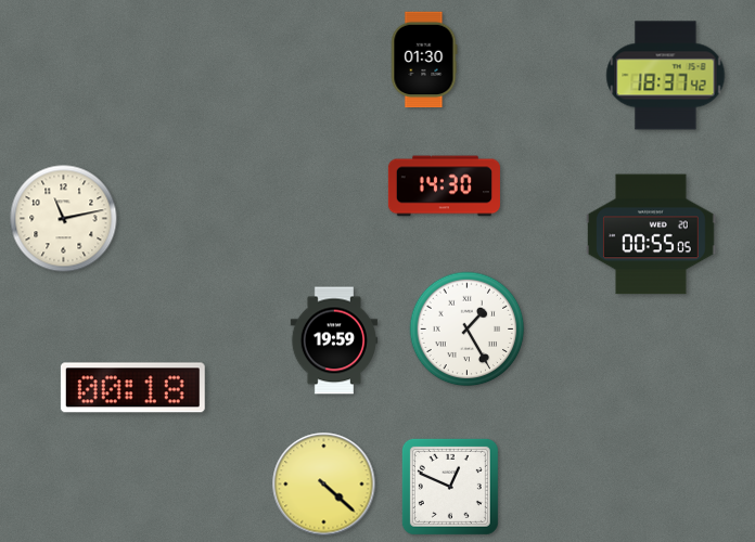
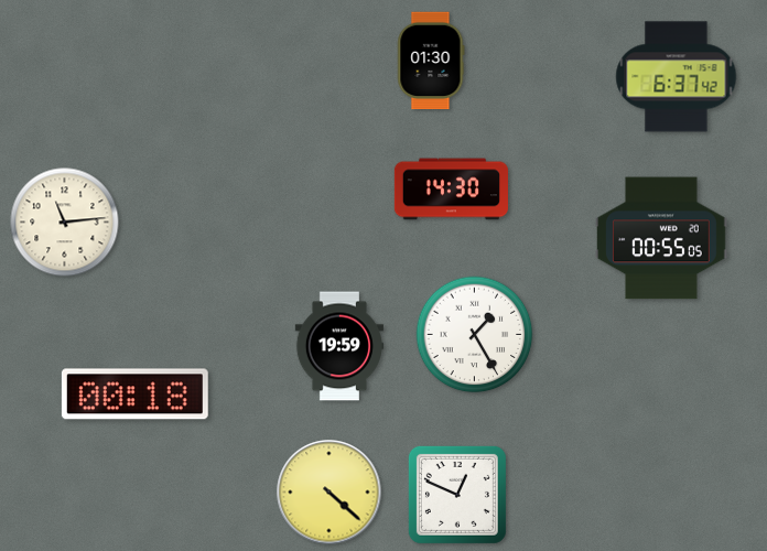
clock at (666, 76): 18:37 -> 6:37
clock at (64, 219): 11:13 -> 11:14
